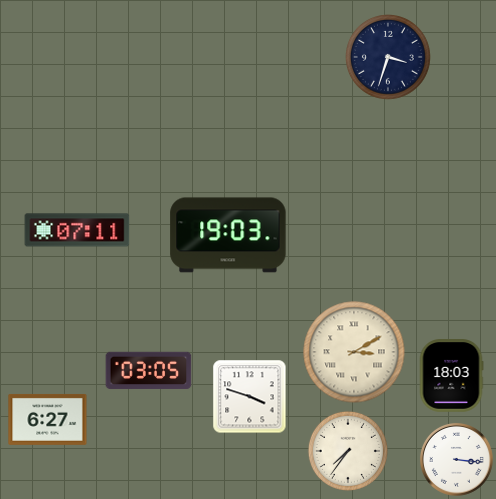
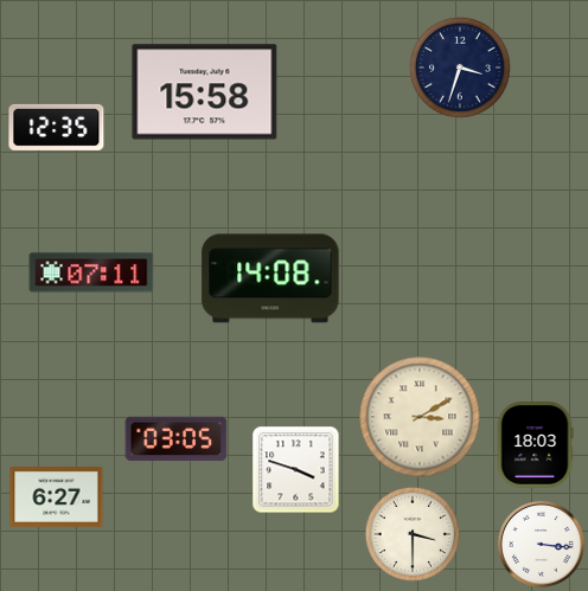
clock at (205, 92): none -> 15:58
clock at (57, 127): none -> 12:35
clock at (228, 235): 19:03 -> 14:08
clock at (348, 451): 7:36 -> 3:30
